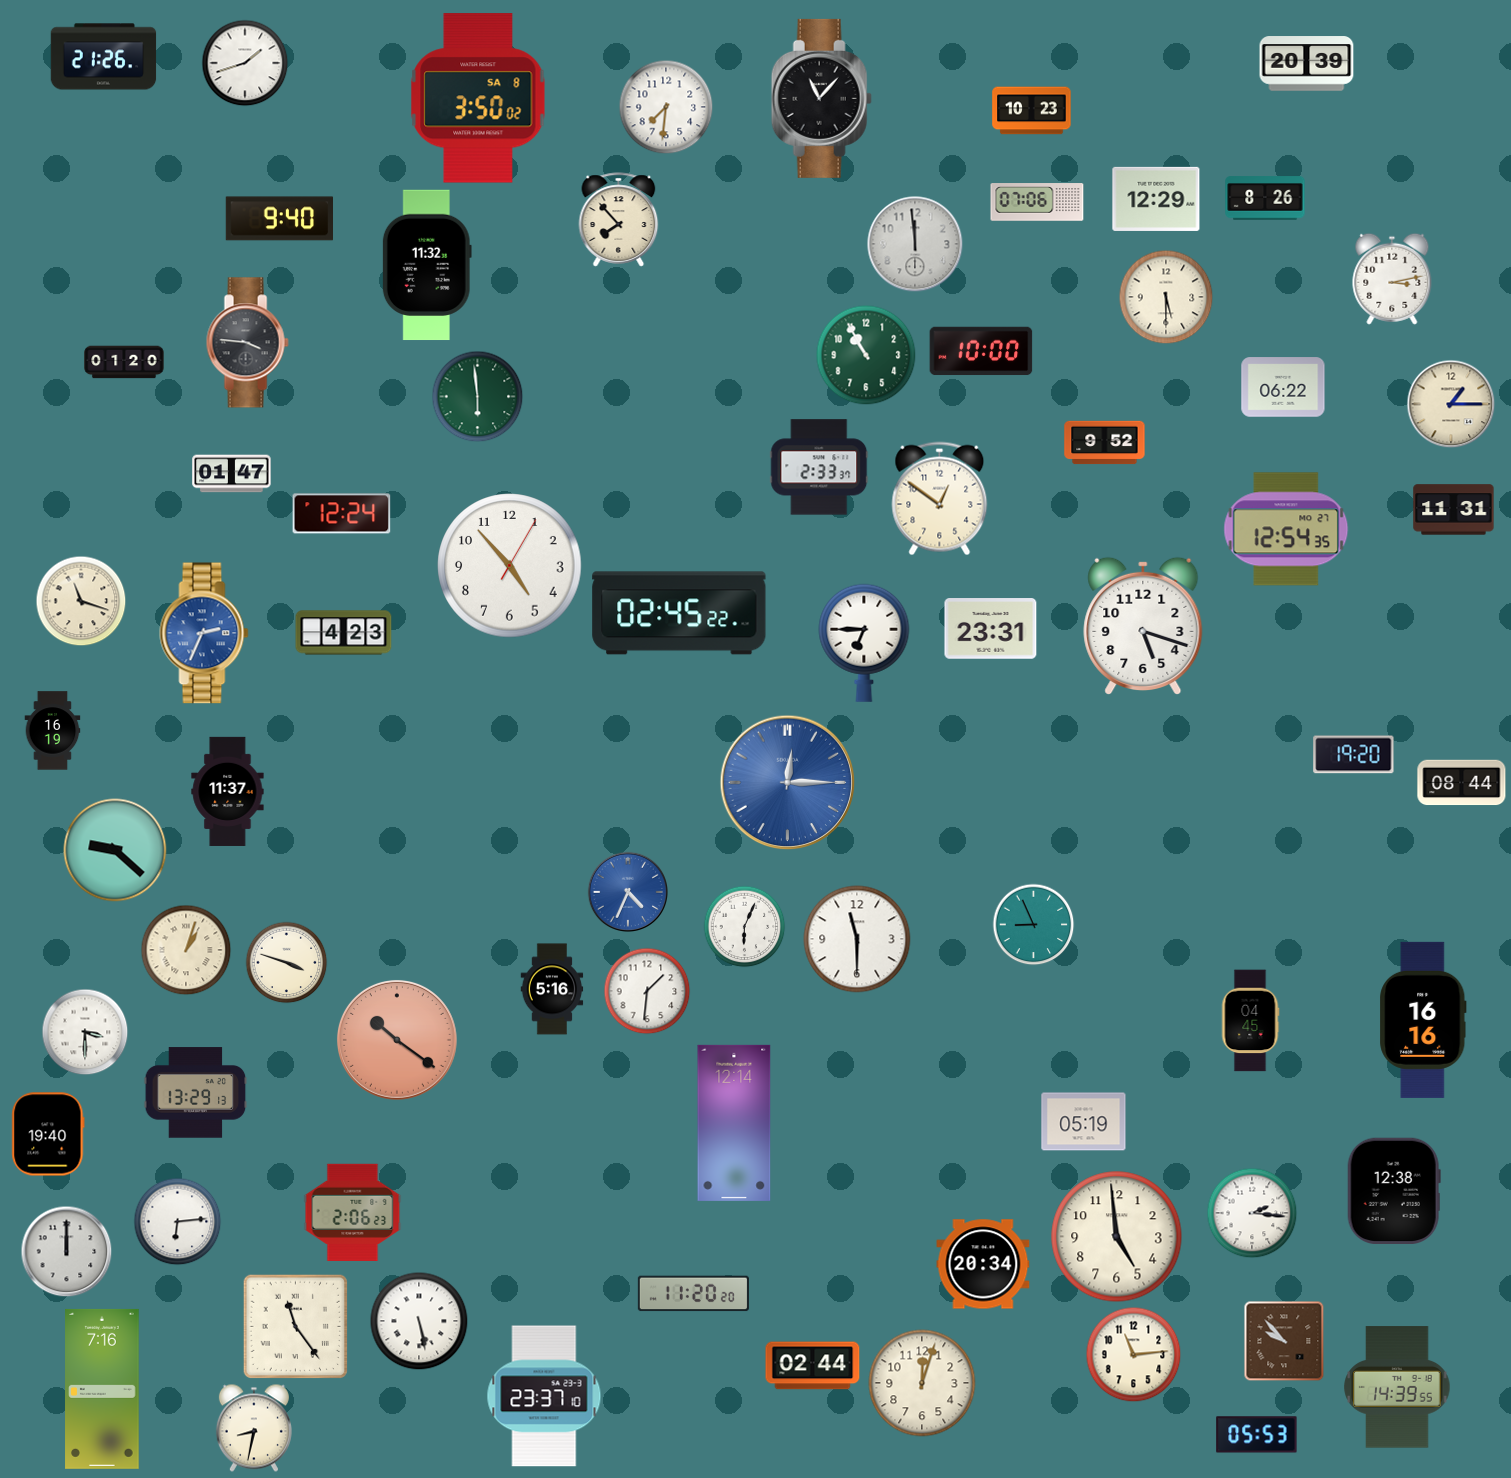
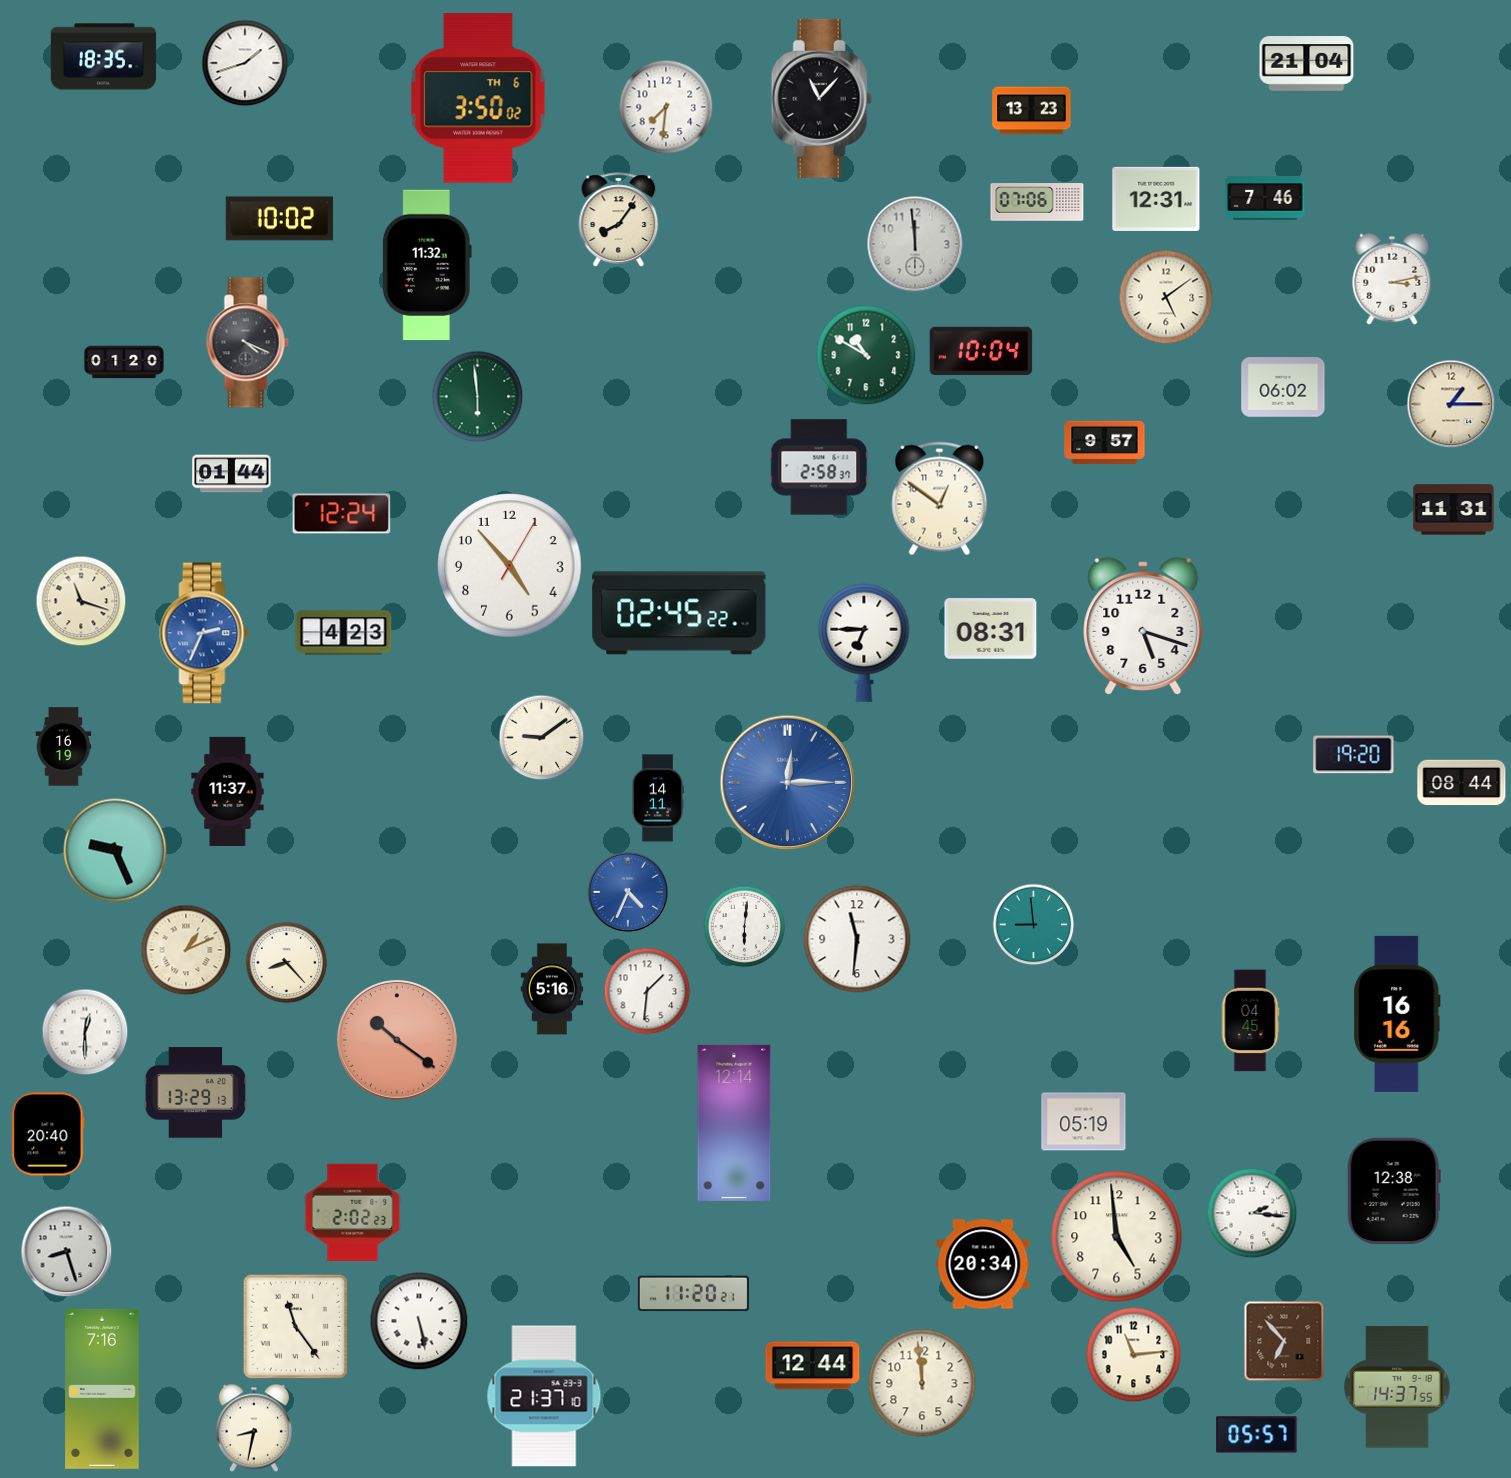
clock at (104, 57): 21:26 -> 18:35
clock at (1307, 64): 20:39 -> 21:04
clock at (478, 98) date: SA 8 -> TH 6
clock at (1032, 111): 10:23 -> 13:23
clock at (1265, 198): 8:26 -> 7:46
clock at (1156, 199): 12:29 -> 12:31
clock at (279, 219): 9:40 -> 10:02
clock at (619, 220): 7:53 -> 8:06
clock at (1166, 297): 5:30 -> 5:09
clock at (247, 343): 3:46 -> 4:19
clock at (981, 351): 10:00 -> 10:04
clock at (866, 355): 10:55 -> 10:50
clock at (1283, 387): 06:22 -> 06:02
clock at (1105, 443): 9:52 -> 9:57
clock at (819, 467): 2:33 -> 2:58
clock at (232, 474): 01:47 -> 01:44
clock at (1286, 529): 12:54 -> none
clock at (991, 629): 23:31 -> 08:31
clock at (53, 731) position: (53, 731) -> (64, 747)
clock at (541, 737): none -> 9:09
clock at (658, 798): none -> 14:11
clock at (115, 850): 9:22 -> 9:26
clock at (1033, 924): 8:56 -> 8:59
clock at (744, 926): 6:04 -> 6:01
clock at (857, 939): 11:30 -> 11:31
clock at (186, 950): 1:03 -> 1:11
clock at (286, 962): 3:48 -> 8:23
clock at (1423, 1020) position: (1423, 1020) -> (1397, 1014)
clock at (85, 1032): 3:30 -> 12:30
clock at (48, 1134): 19:40 -> 20:40
clock at (353, 1212): 2:06 -> 2:02
clock at (177, 1221): 6:14 -> none
clock at (66, 1251): 12:00 -> 8:27
clock at (693, 1294): 11:20:20 -> 11:20:21
clock at (1284, 1341): 9:53 -> 6:53
clock at (813, 1366): 02:44 -> 12:44
clock at (922, 1383): 12:03 -> 11:59
clock at (1397, 1387): 14:39 -> 14:37
clock at (544, 1396): 23:37 -> 21:37
clock at (1257, 1435): 05:53 -> 05:57
